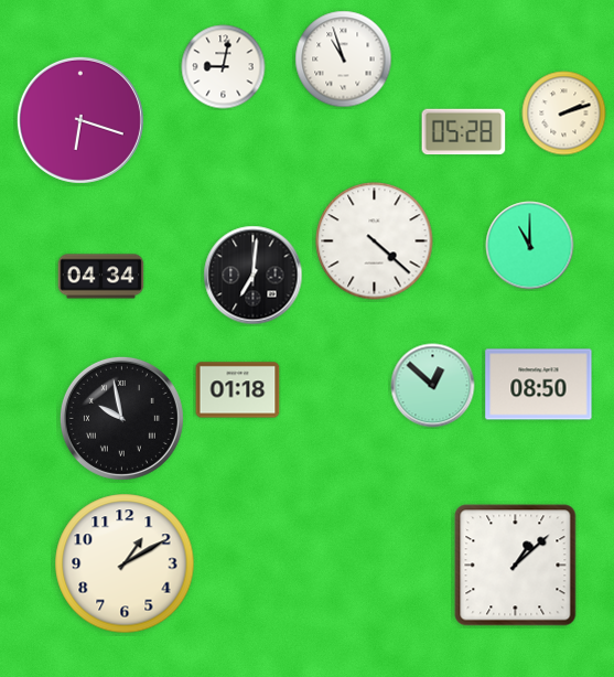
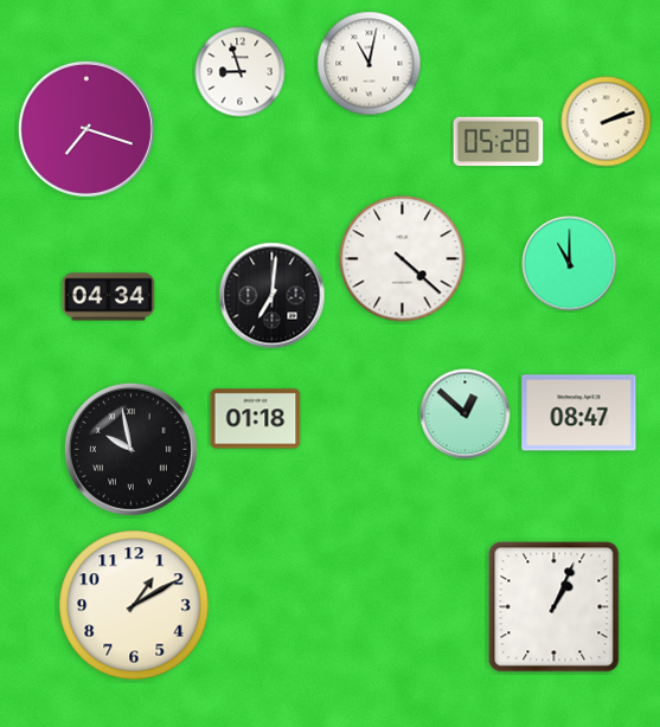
clock at (344, 60): 10:57 -> 11:02
clock at (224, 67): 9:02 -> 8:57
clock at (80, 120): 6:18 -> 7:18
clock at (539, 385): 08:50 -> 08:47
clock at (516, 566): 1:08 -> 1:04
